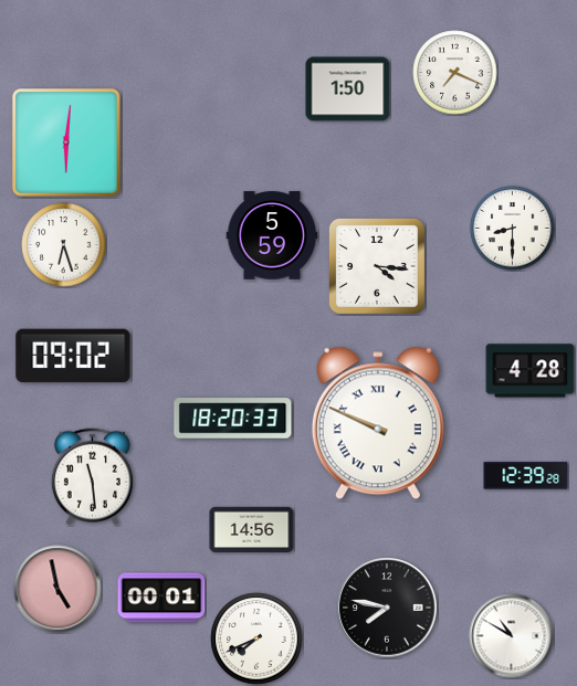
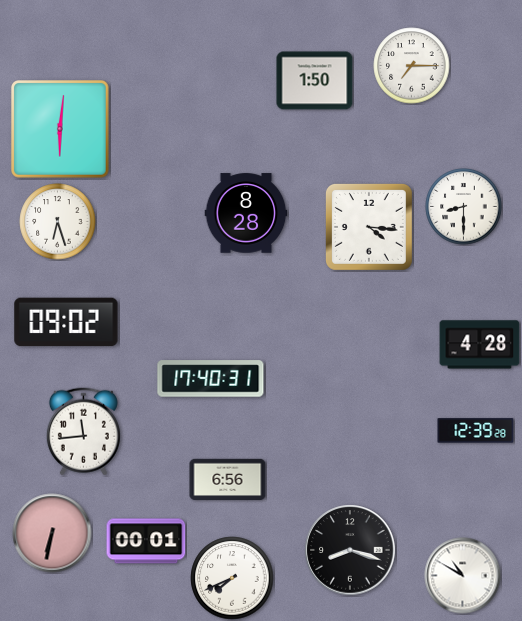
clock at (455, 73): 7:19 -> 7:15
clock at (272, 235): 5:59 -> 8:28
clock at (377, 266) position: (377, 266) -> (369, 227)
clock at (531, 371) position: (531, 371) -> (480, 345)
clock at (233, 419): 18:20 -> 17:40
clock at (378, 423): 9:49 -> none
clock at (92, 477): 11:29 -> 11:44
clock at (252, 529): 14:56 -> 6:56
clock at (57, 589): 4:58 -> 6:32
clock at (387, 608): 7:47 -> 8:18
